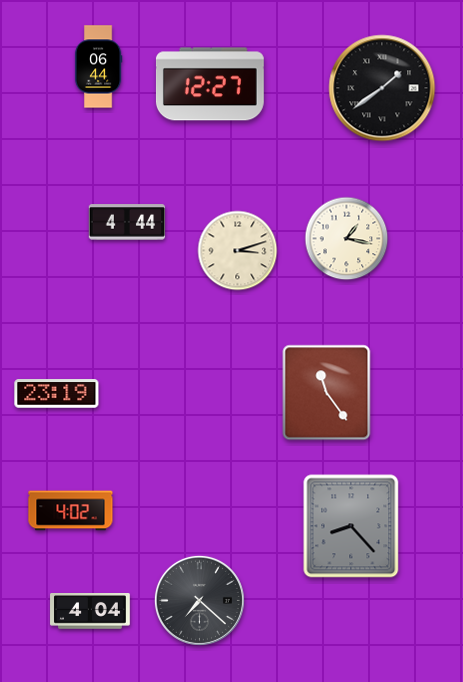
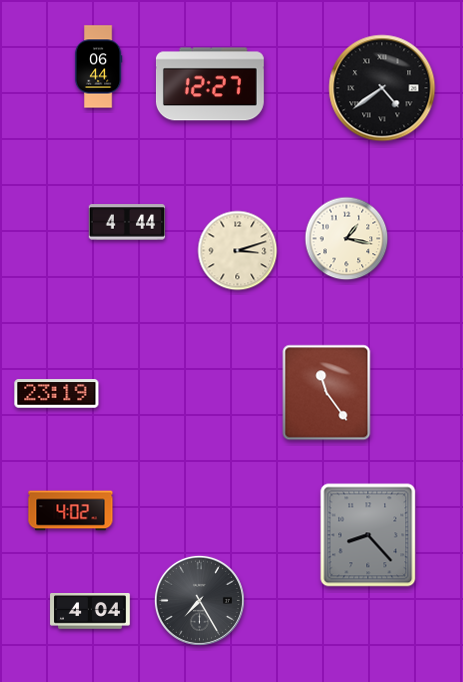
clock at (382, 88): 1:39 -> 4:39
clock at (351, 526) position: (351, 526) -> (368, 535)
clock at (199, 600): 7:22 -> 7:25
